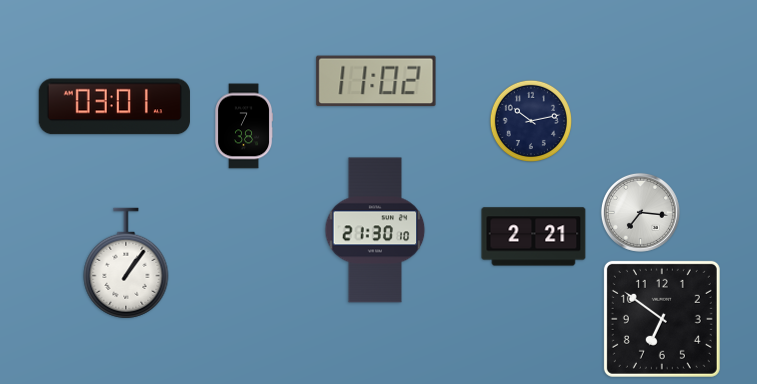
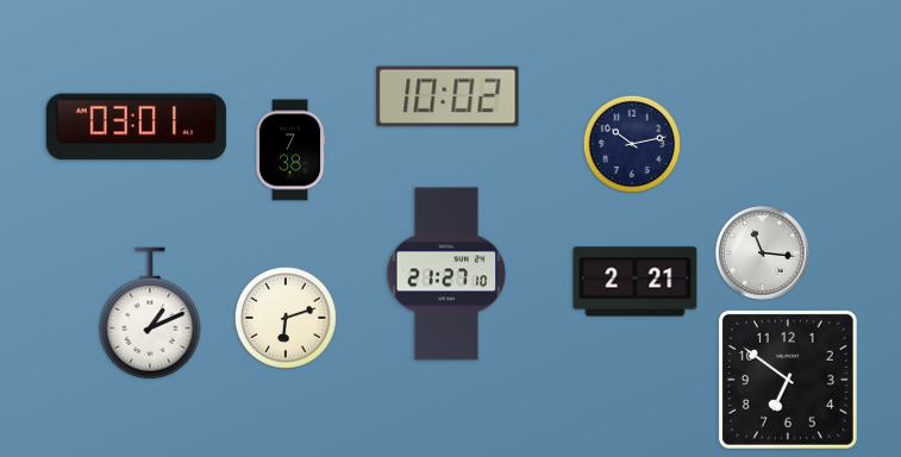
clock at (376, 81): 11:02 -> 10:02
clock at (640, 212): 7:16 -> 11:16
clock at (375, 230): 21:30 -> 21:27
clock at (126, 263): 1:06 -> 1:11
clock at (286, 318): none -> 6:12
